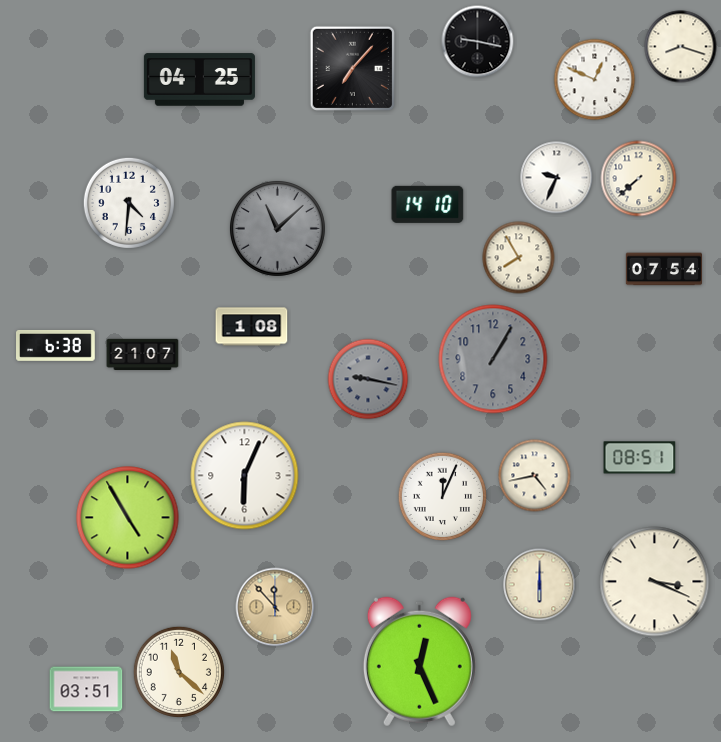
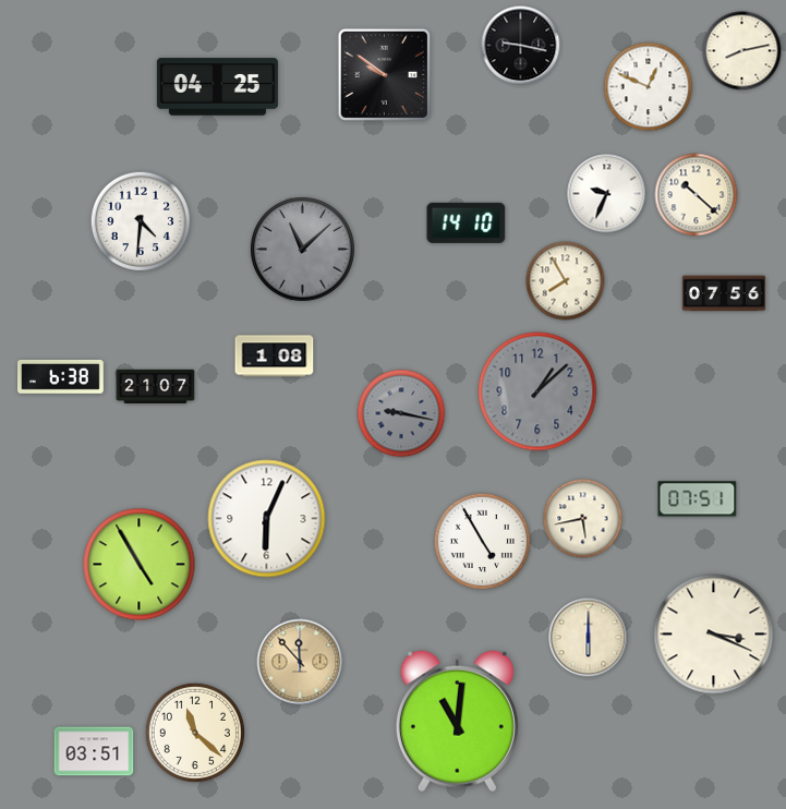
clock at (681, 47): 8:18 -> 8:13
clock at (352, 68): 7:07 -> 9:51
clock at (639, 179): 7:38 -> 10:22
clock at (663, 269): 07:54 -> 07:56
clock at (493, 359): 1:05 -> 1:08
clock at (640, 458): 08:51 -> 07:51
clock at (535, 476): 4:43 -> 5:43
clock at (443, 497): 12:04 -> 4:55
clock at (419, 662): 12:26 -> 11:01
